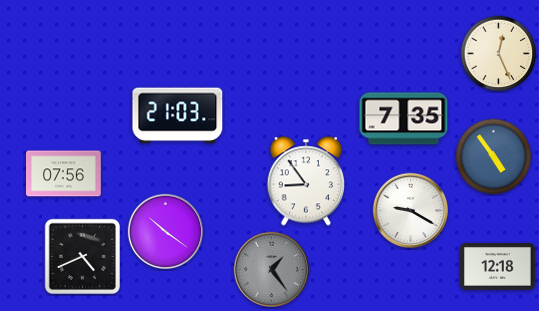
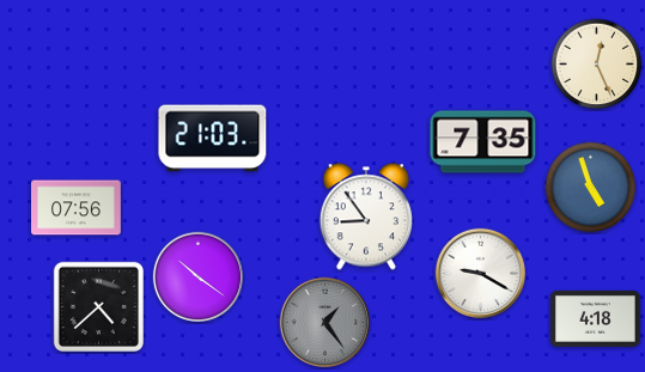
clock at (494, 157): 4:54 -> 4:57
clock at (410, 210) position: (410, 210) -> (480, 273)
clock at (82, 256): 4:41 -> 4:38
clock at (498, 266): 12:18 -> 4:18
